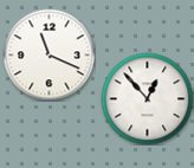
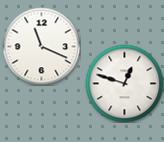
clock at (147, 98): 12:53 -> 12:48
